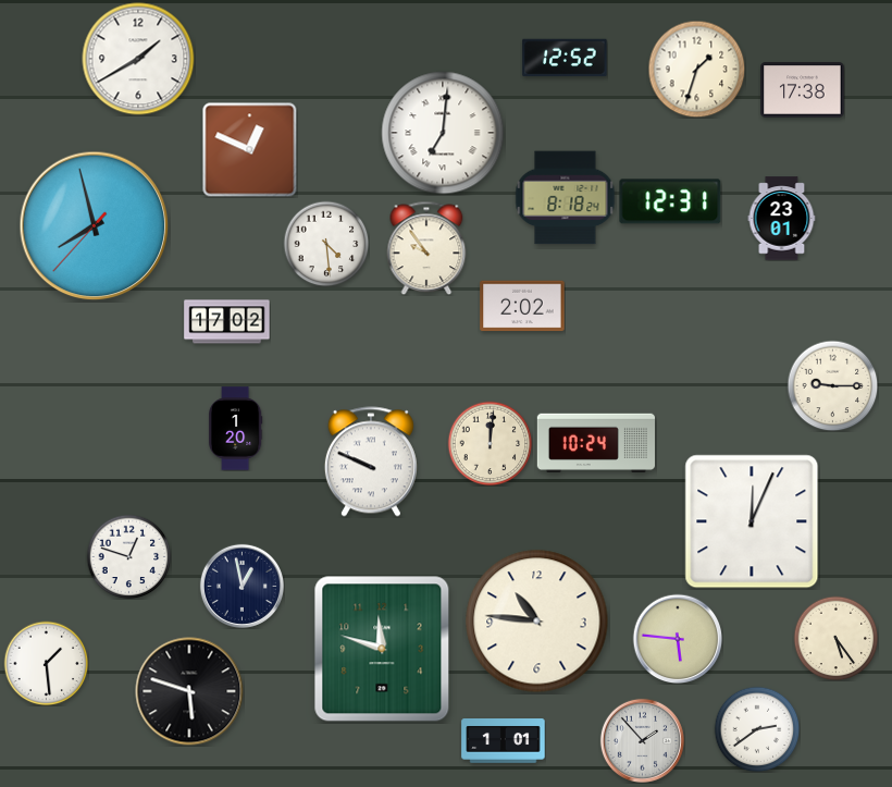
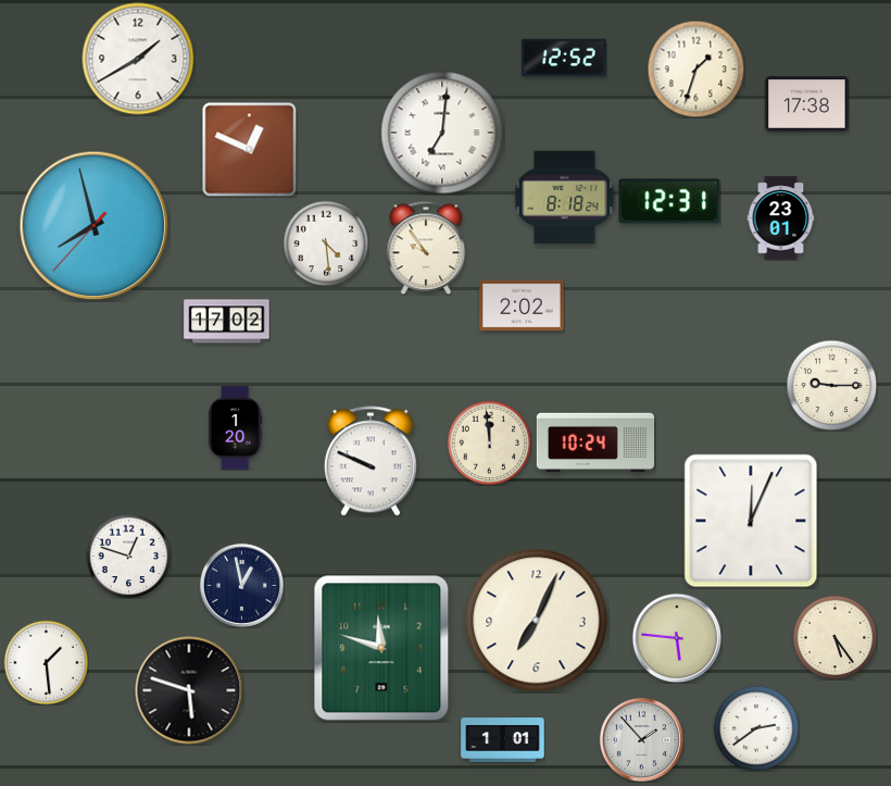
clock at (803, 90) position: (803, 90) -> (807, 104)
clock at (490, 443): 12:01 -> 11:59
clock at (537, 622): 10:46 -> 7:04
